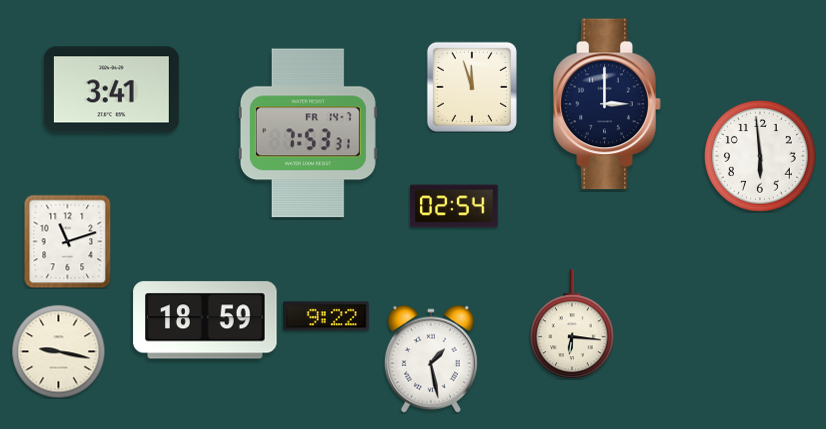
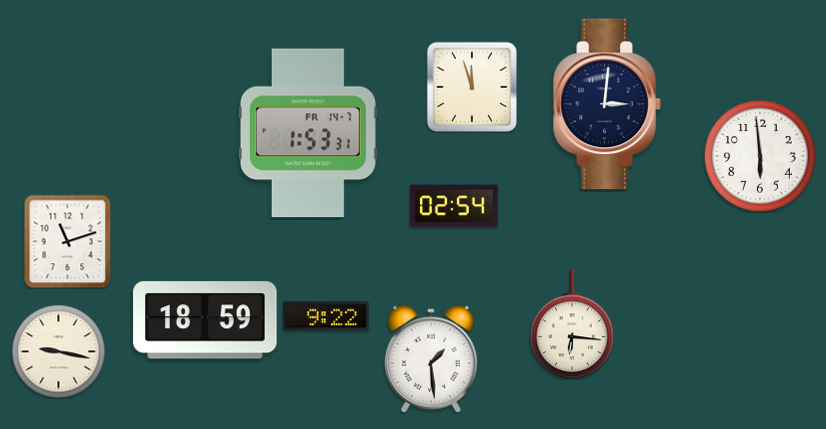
clock at (111, 90): 3:41 -> none
clock at (607, 104): 3:00 -> 3:01
clock at (308, 133): 7:53 -> 1:53
clock at (431, 359): 1:28 -> 1:29
